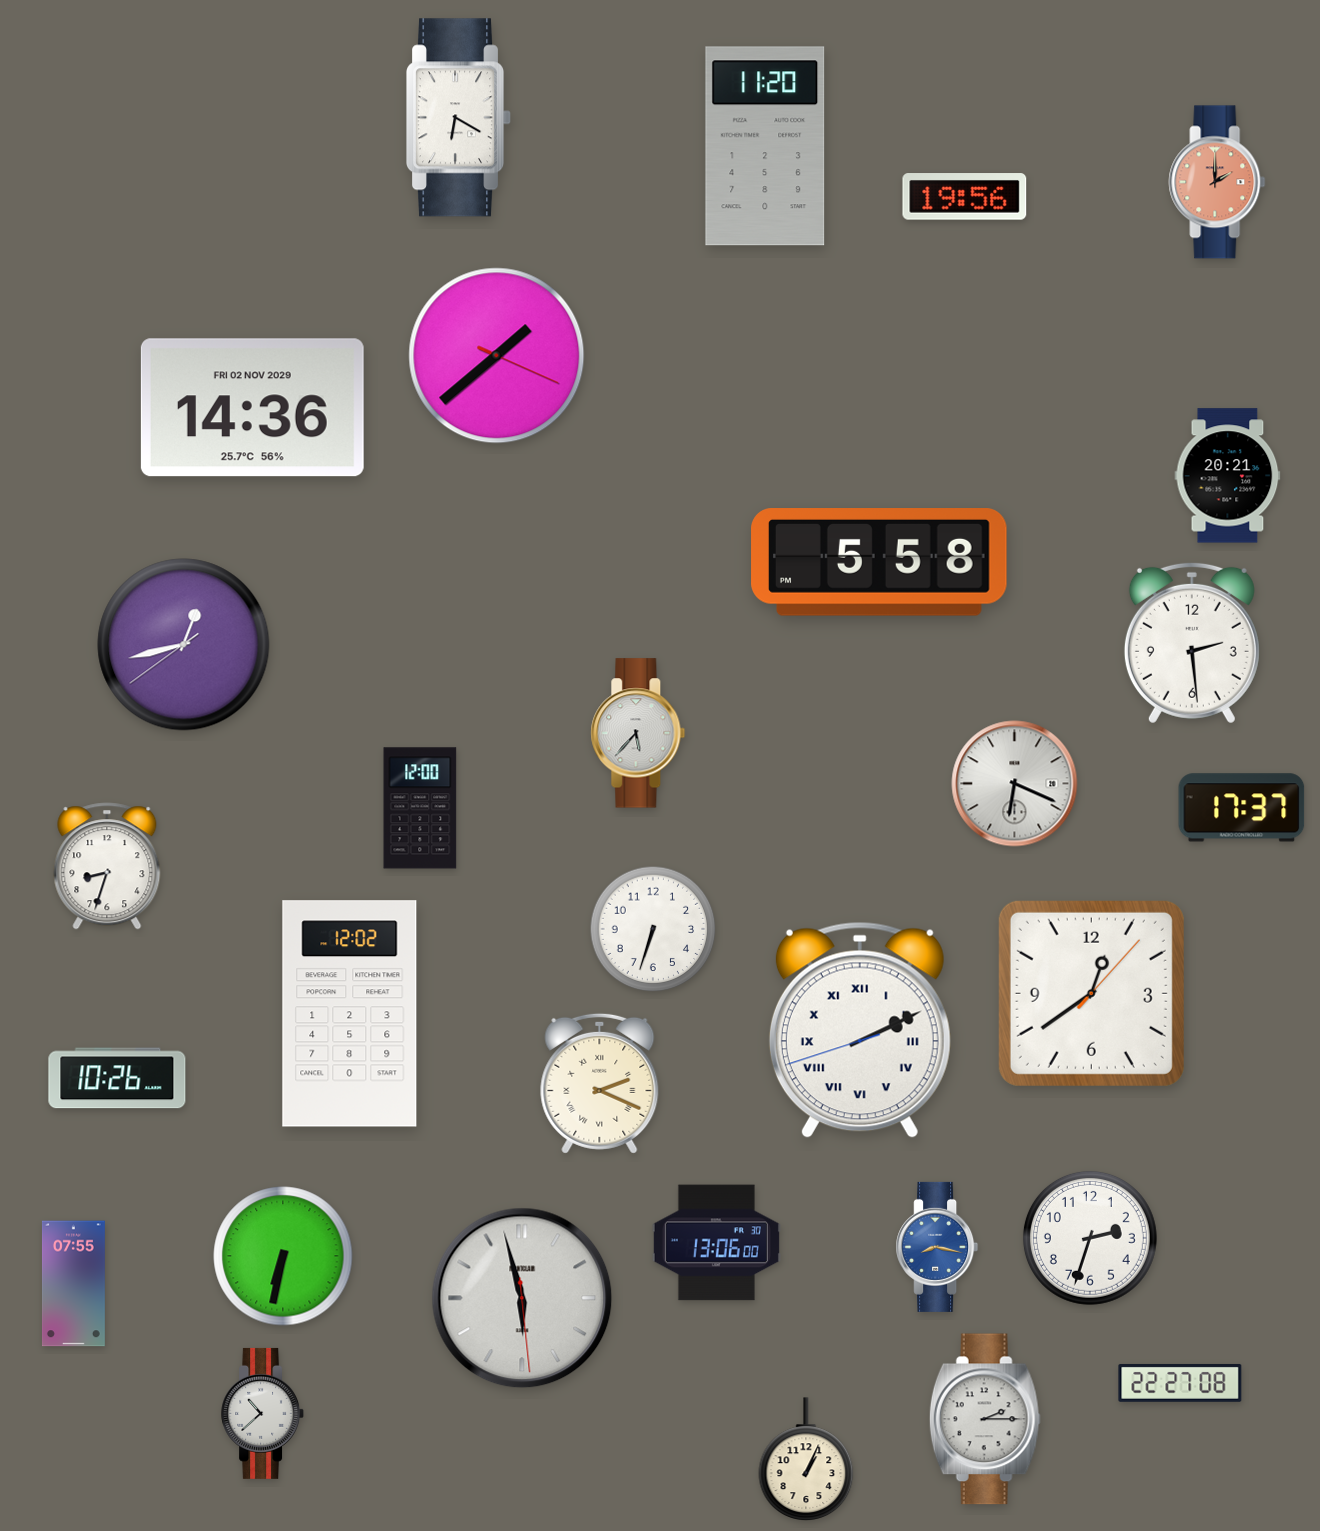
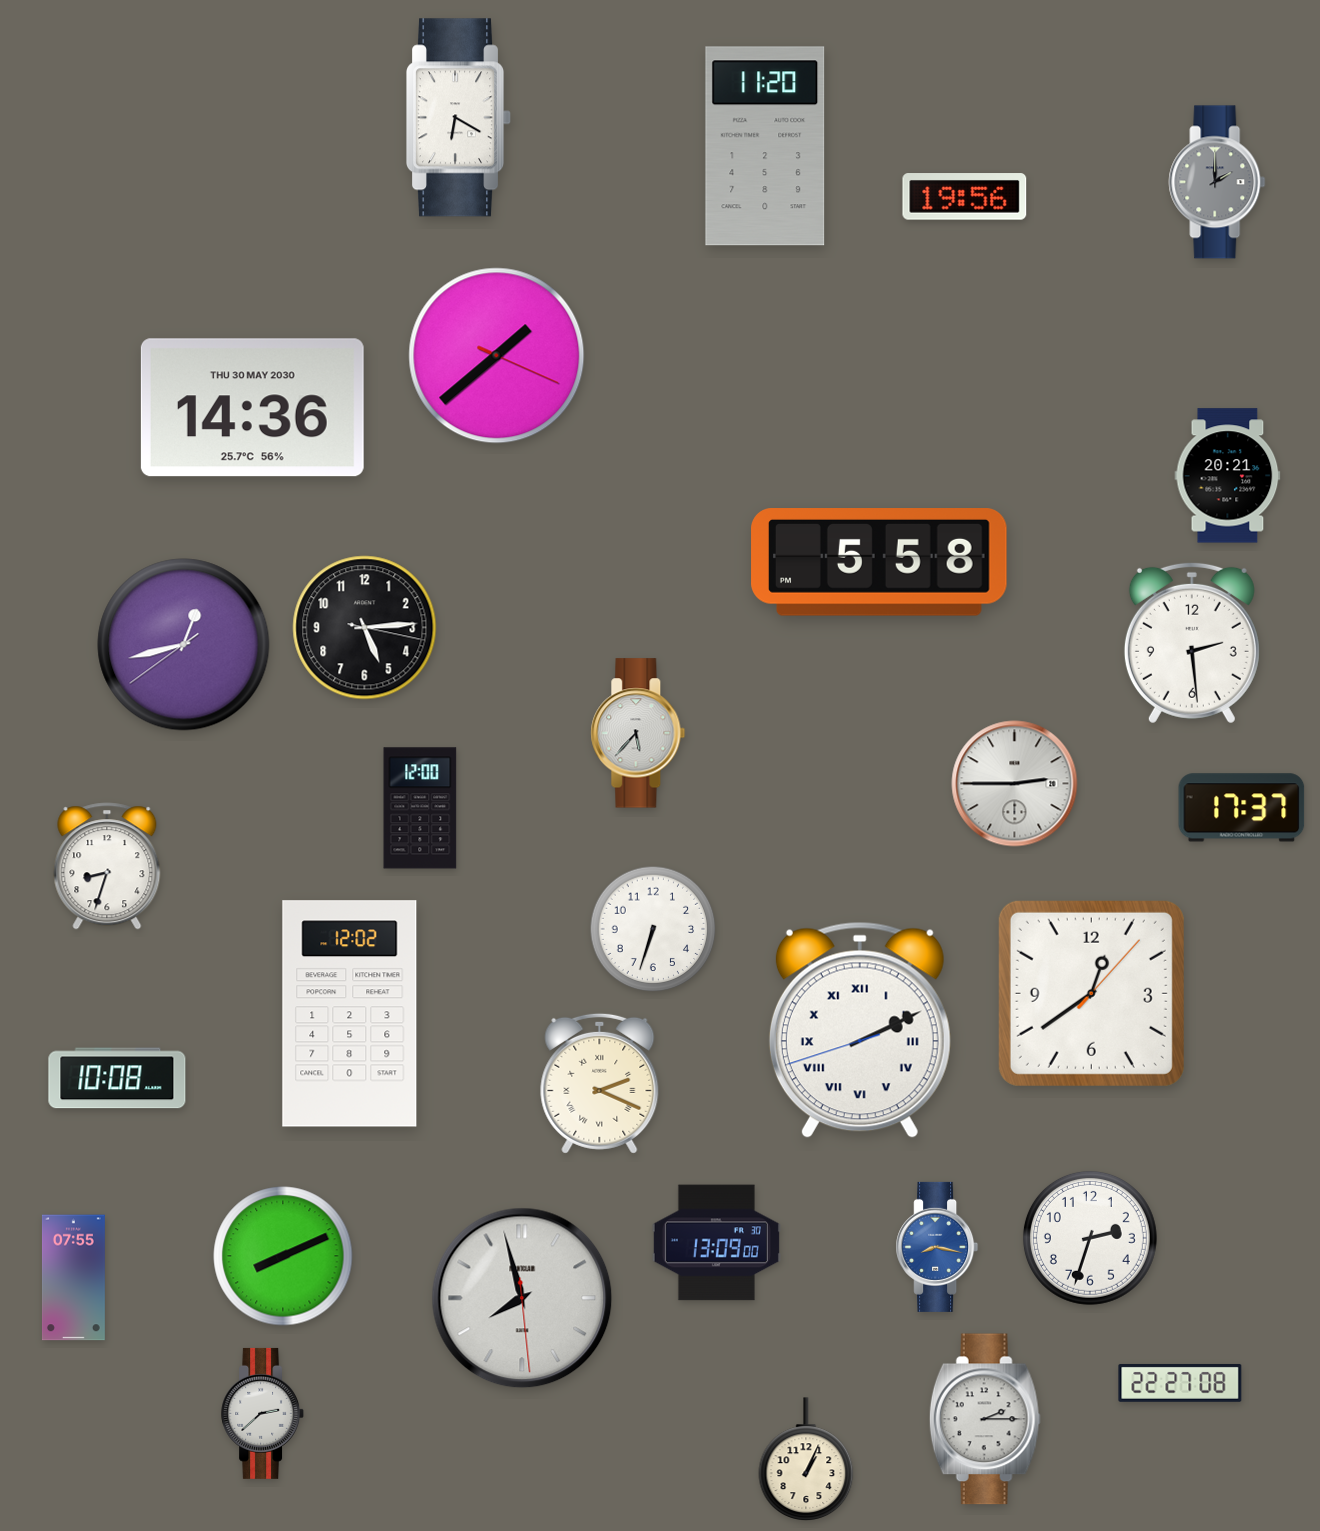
clock at (1217, 182) dial: salmon -> grey
clock at (252, 408) date: FRI 02 NOV 2029 -> THU 30 MAY 2030
clock at (365, 628): none -> 5:14
clock at (1015, 784): 6:19 -> 2:45
clock at (117, 1078): 10:26 -> 10:08
clock at (716, 1243): 13:06 -> 13:09
clock at (283, 1256): 6:32 -> 8:11
clock at (73, 1284) position: (73, 1284) -> (73, 1278)
clock at (522, 1298): 5:57 -> 7:57
clock at (263, 1413): 10:38 -> 2:38
